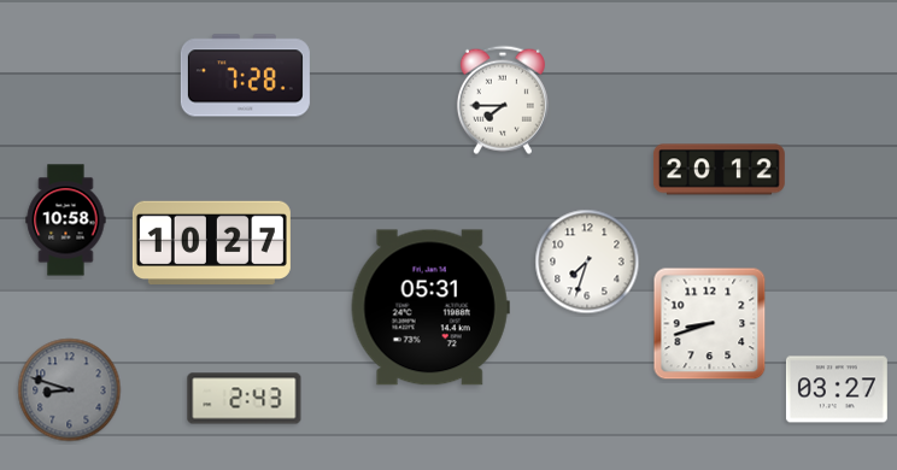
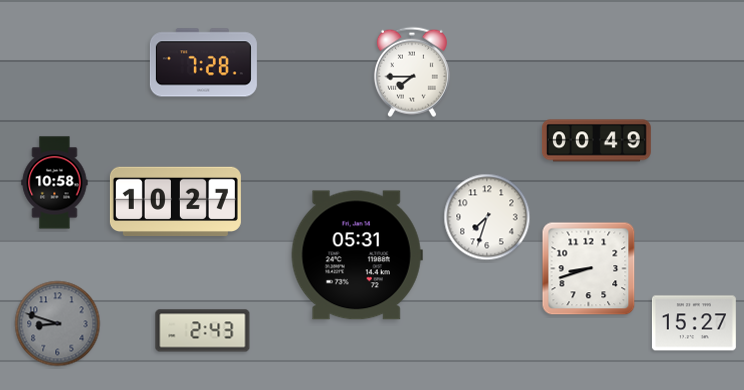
clock at (503, 100) position: (503, 100) -> (412, 72)
clock at (719, 170): 20:12 -> 00:49
clock at (837, 389): 03:27 -> 15:27
